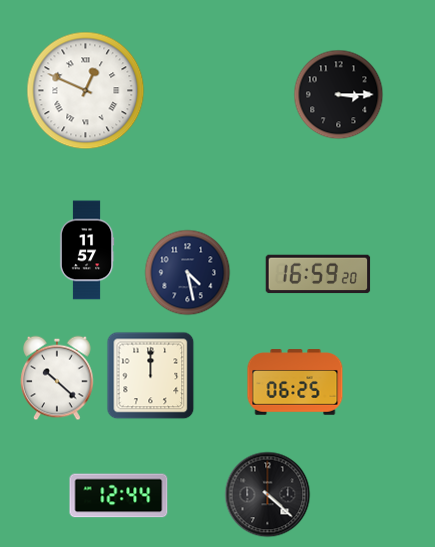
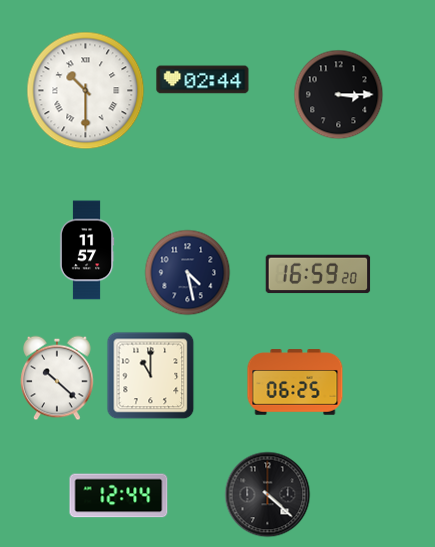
clock at (203, 80): none -> 02:44
clock at (86, 91): 12:49 -> 10:30
clock at (151, 376): 12:00 -> 11:00
